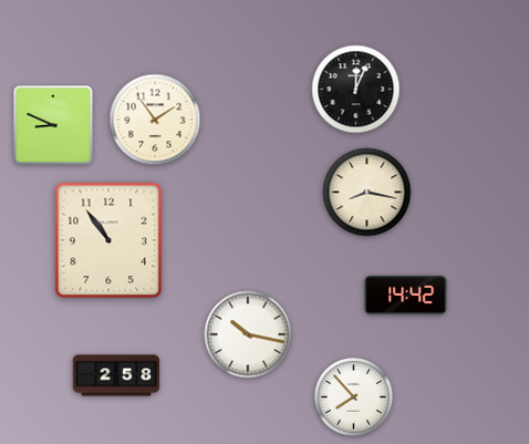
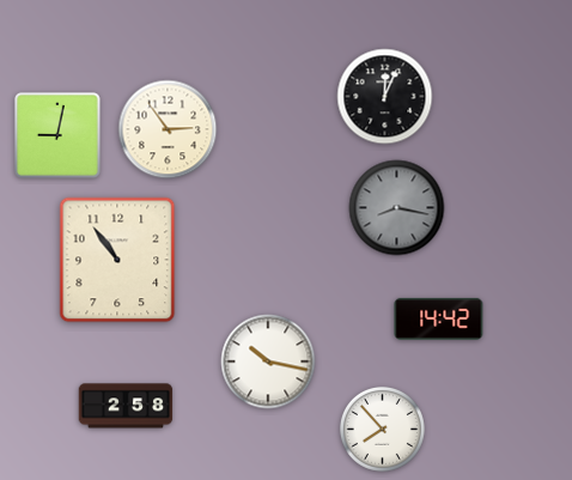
clock at (155, 120): 1:54 -> 2:54
clock at (54, 126): 8:49 -> 9:02
clock at (367, 193) dial: cream -> grey
